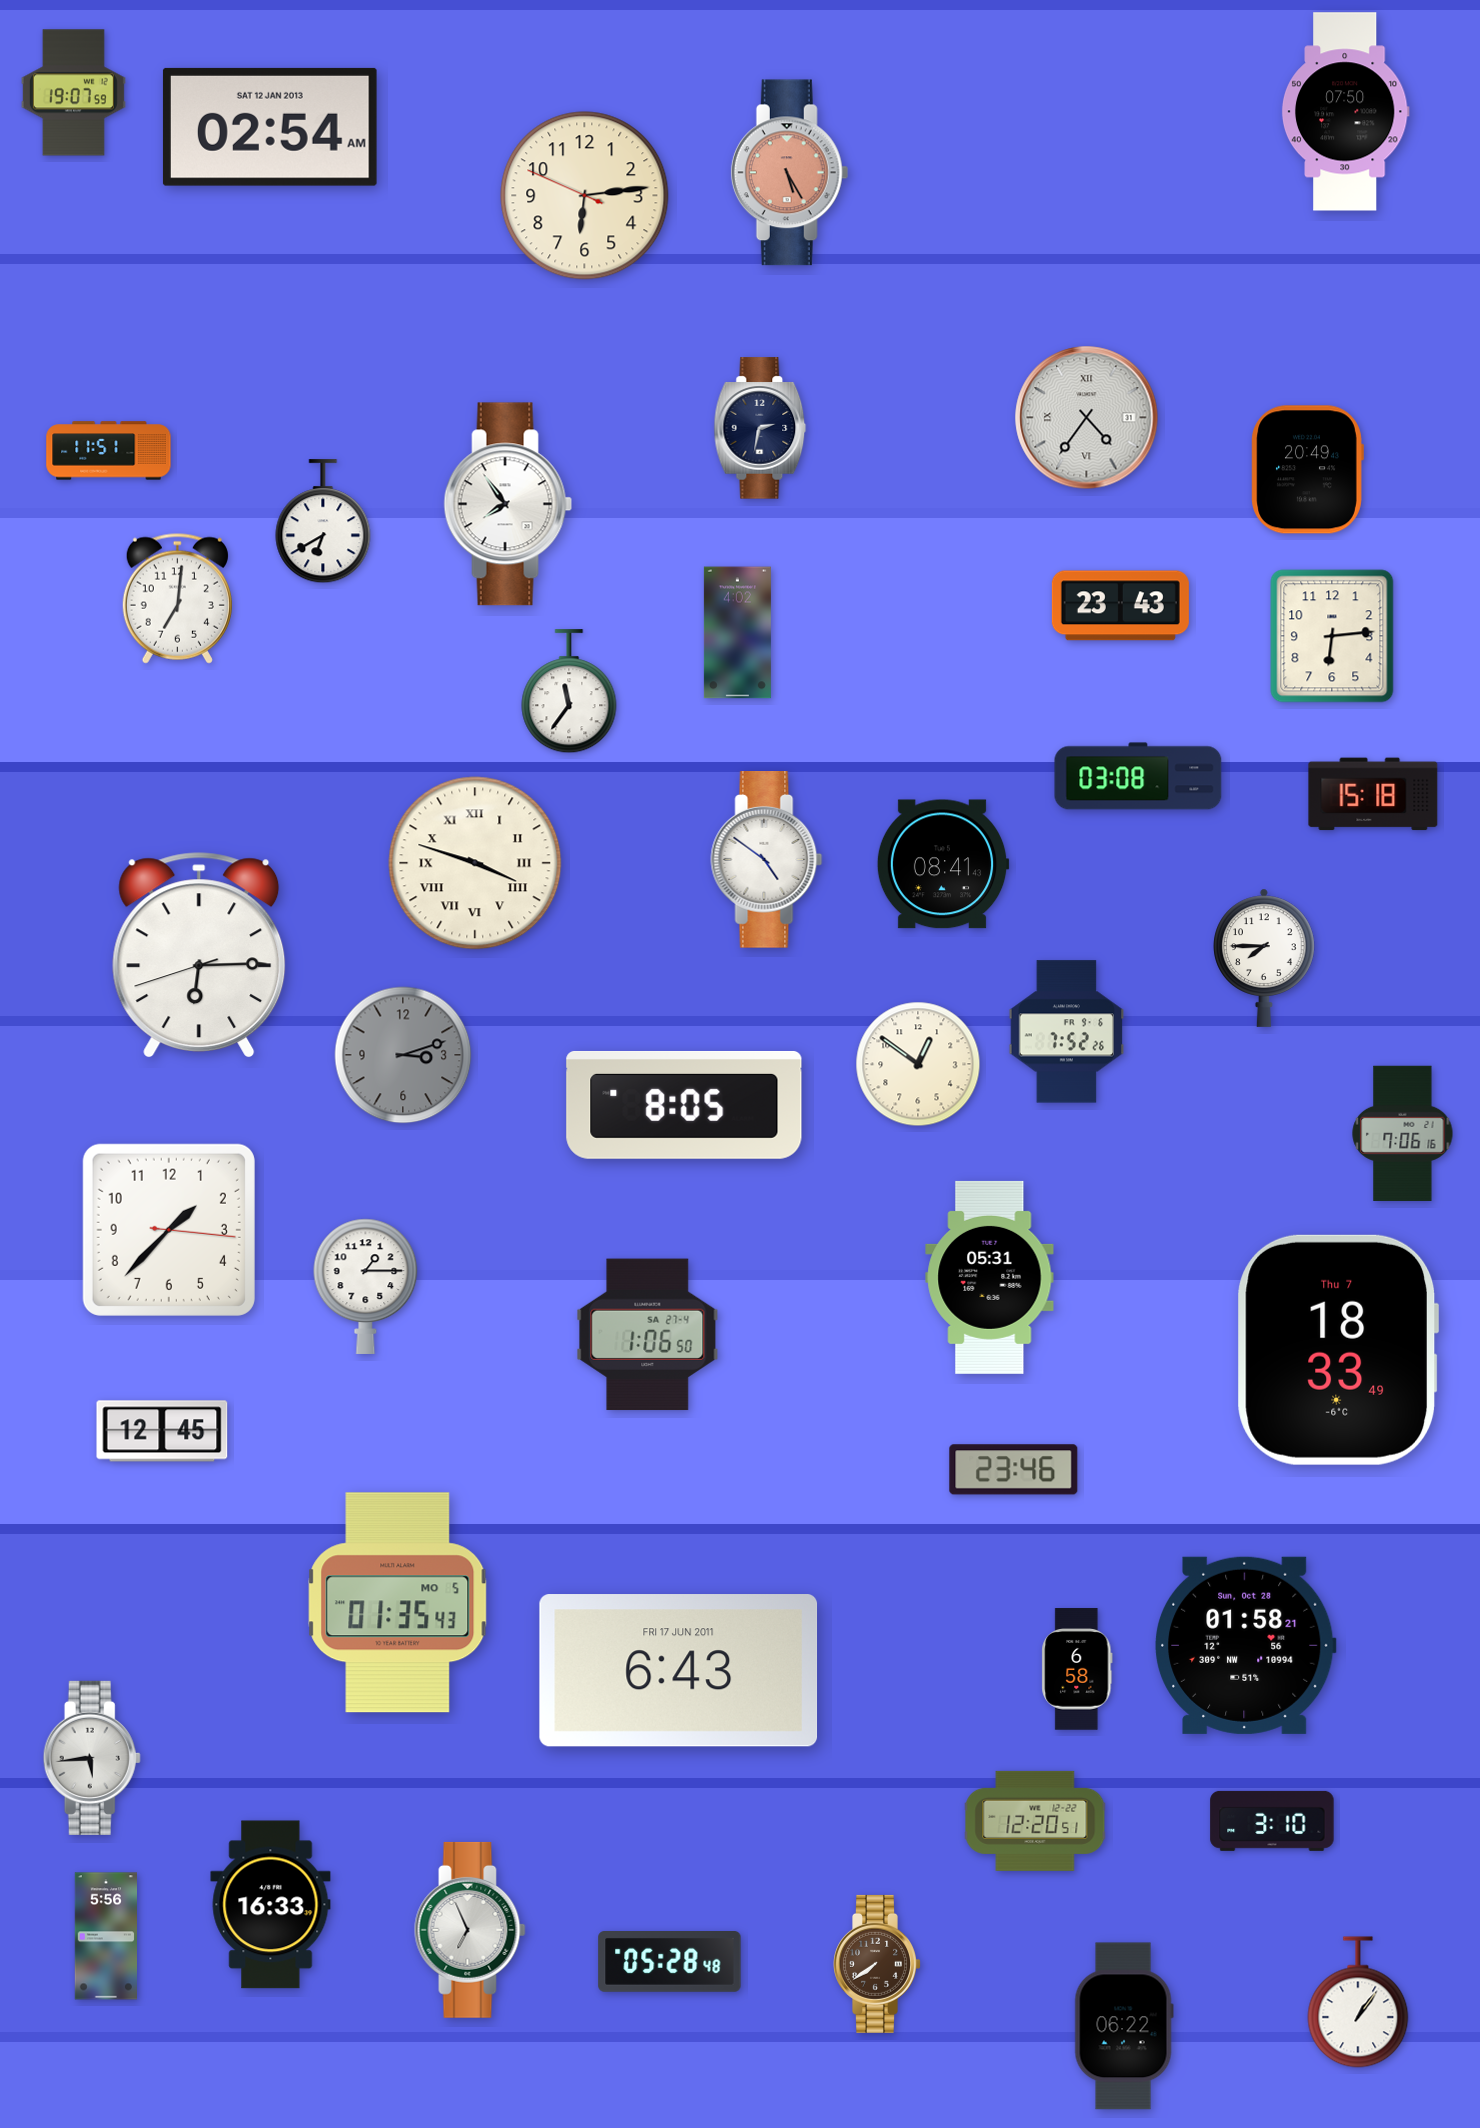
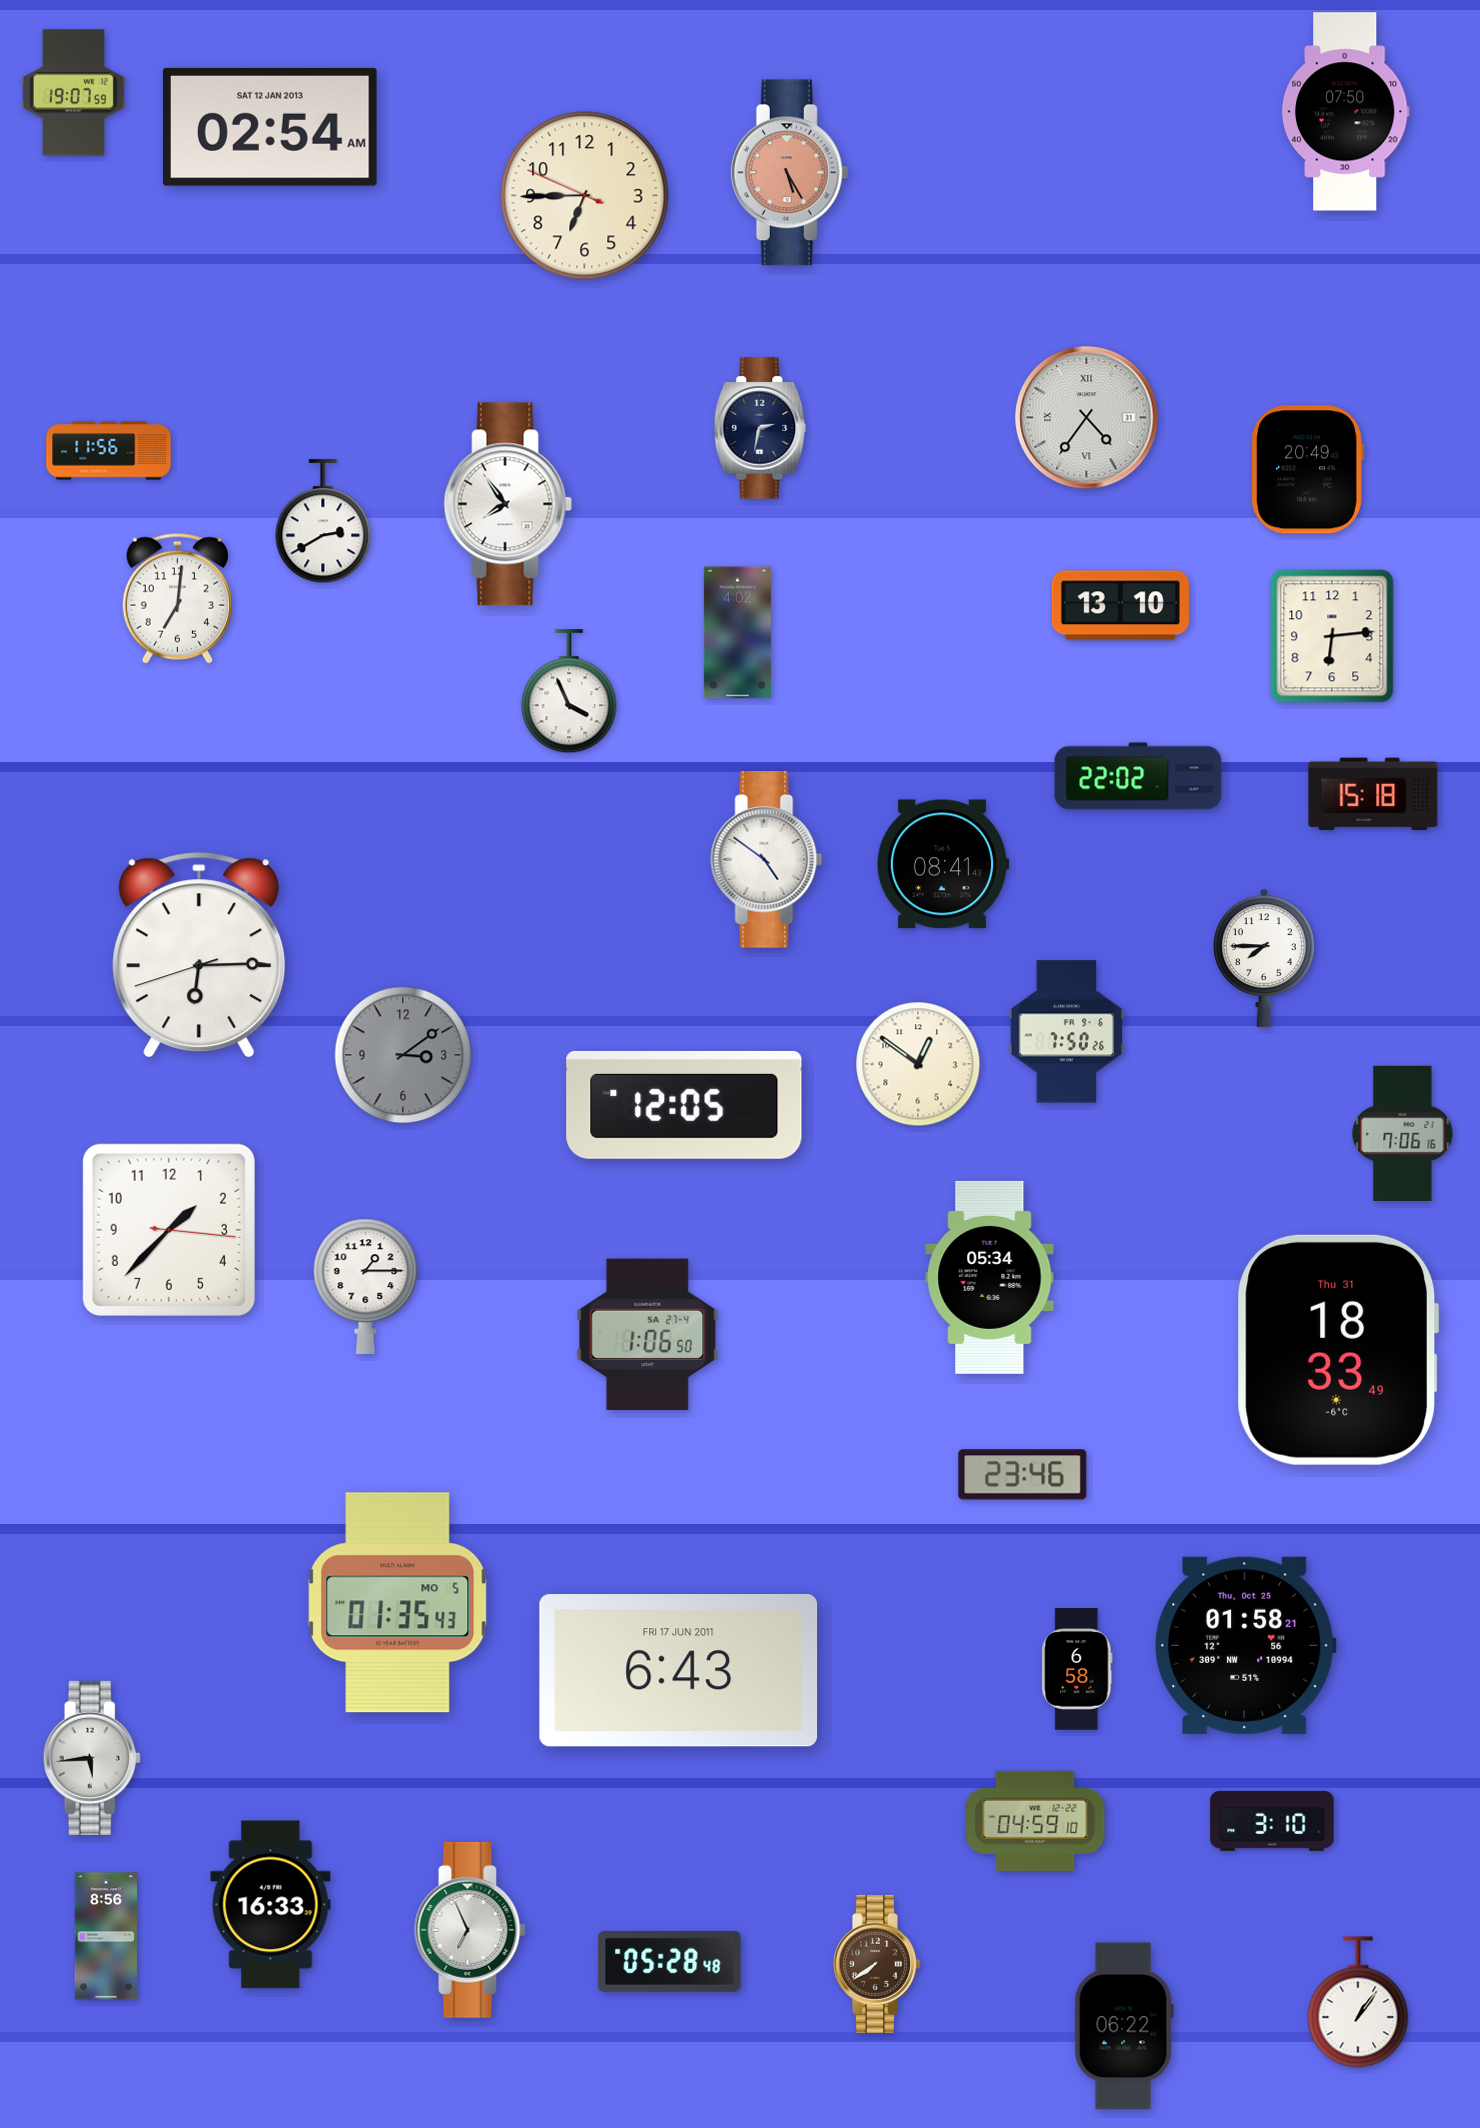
clock at (585, 196): 6:13 -> 6:44
clock at (109, 451): 11:51 -> 11:56
clock at (323, 522): 6:40 -> 2:40
clock at (1120, 606): 23:43 -> 13:10
clock at (569, 692): 11:36 -> 3:56
clock at (1138, 776): 03:08 -> 22:02
clock at (475, 863): 3:48 -> none
clock at (1067, 1032): 7:52 -> 7:50
clock at (403, 1055): 3:12 -> 3:09
clock at (684, 1105): 8:05 -> 12:05
clock at (990, 1277): 05:31 -> 05:34
clock at (1338, 1350) date: Thu 7 -> Thu 31
clock at (162, 1431): 12:45 -> none
clock at (1014, 1470) position: (1014, 1470) -> (1023, 1475)
clock at (1246, 1645) date: Sun, Oct 28 -> Thu, Oct 25
clock at (1035, 1821): 12:20 -> 04:59
clock at (105, 1936): 5:56 -> 8:56
